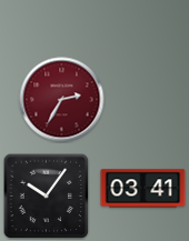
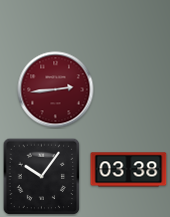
clock at (62, 100): 2:35 -> 2:44
clock at (143, 189): 03:41 -> 03:38
